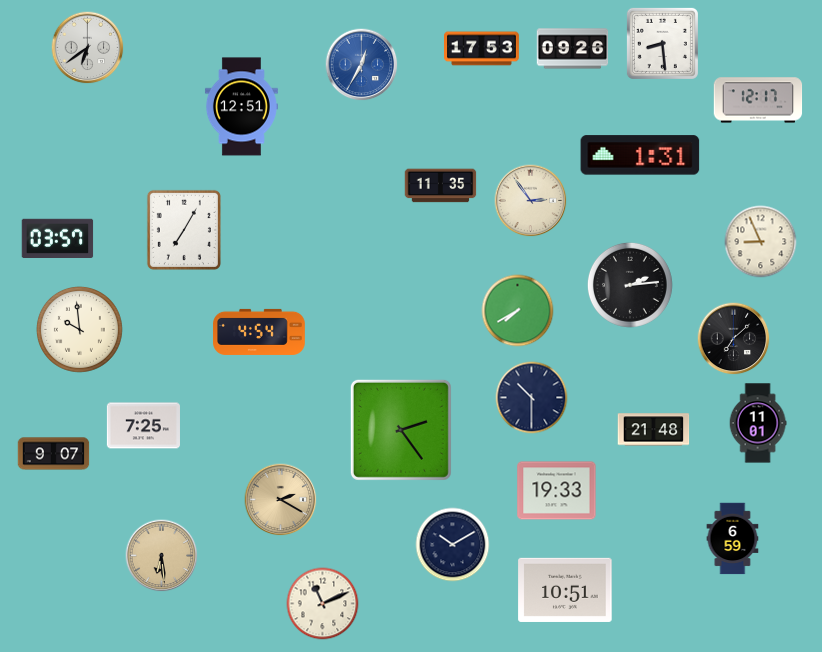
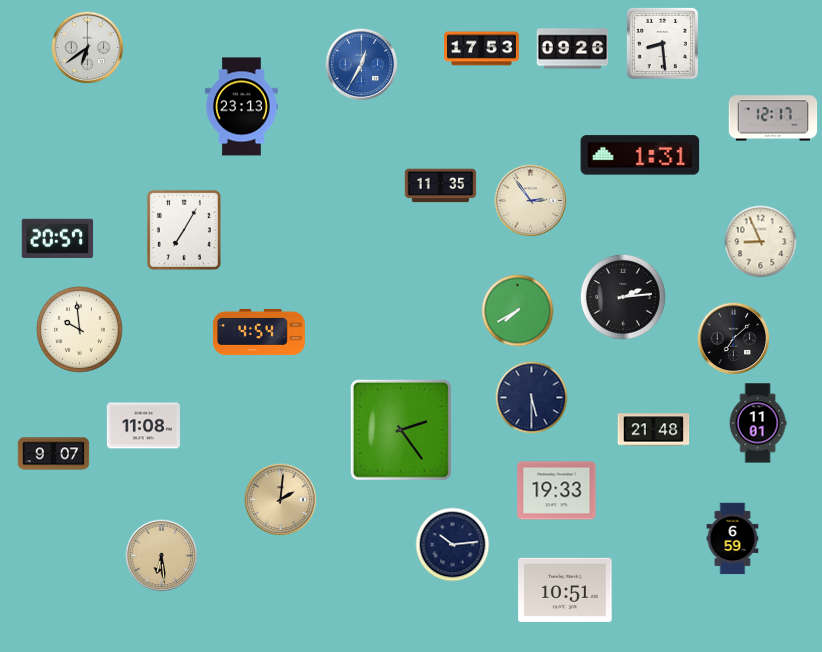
clock at (758, 100) position: (758, 100) -> (773, 118)
clock at (241, 107): 12:51 -> 23:13
clock at (58, 238): 03:57 -> 20:57
clock at (630, 285) position: (630, 285) -> (623, 297)
clock at (532, 398): 10:30 -> 5:30
clock at (143, 426): 7:25 -> 11:08
clock at (281, 500): 2:20 -> 2:01
clock at (453, 545): 10:10 -> 10:14
clock at (323, 604): 11:11 -> none
